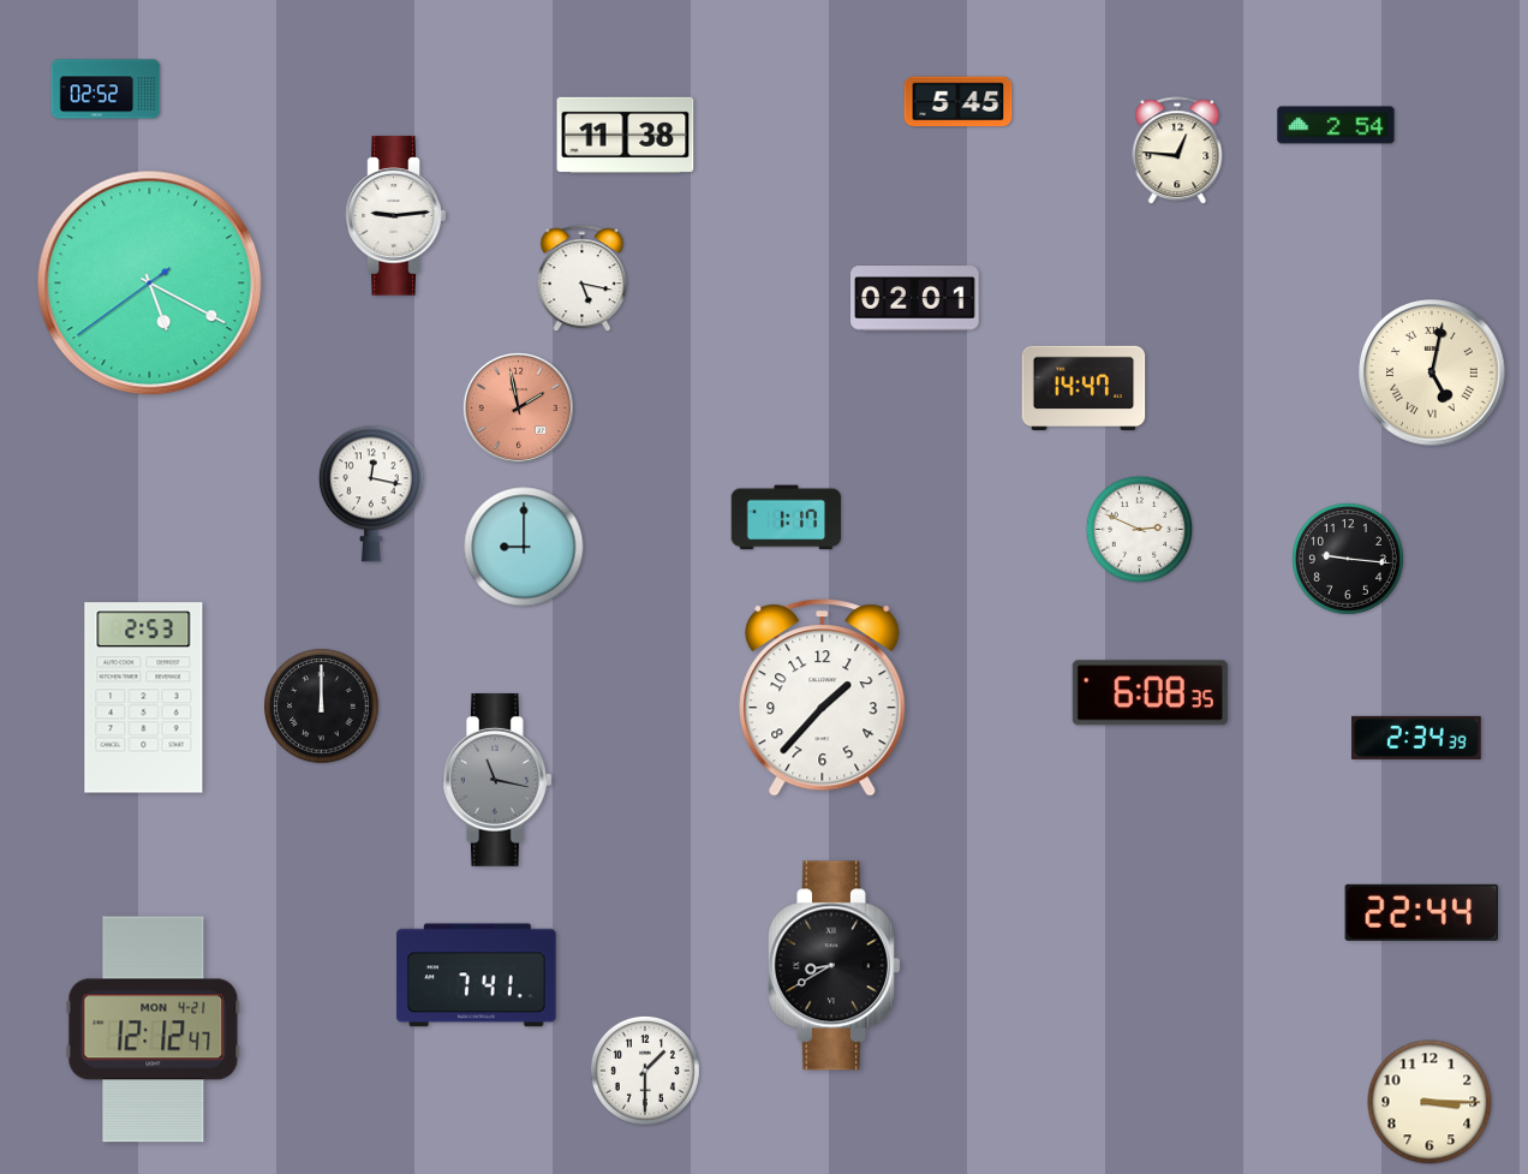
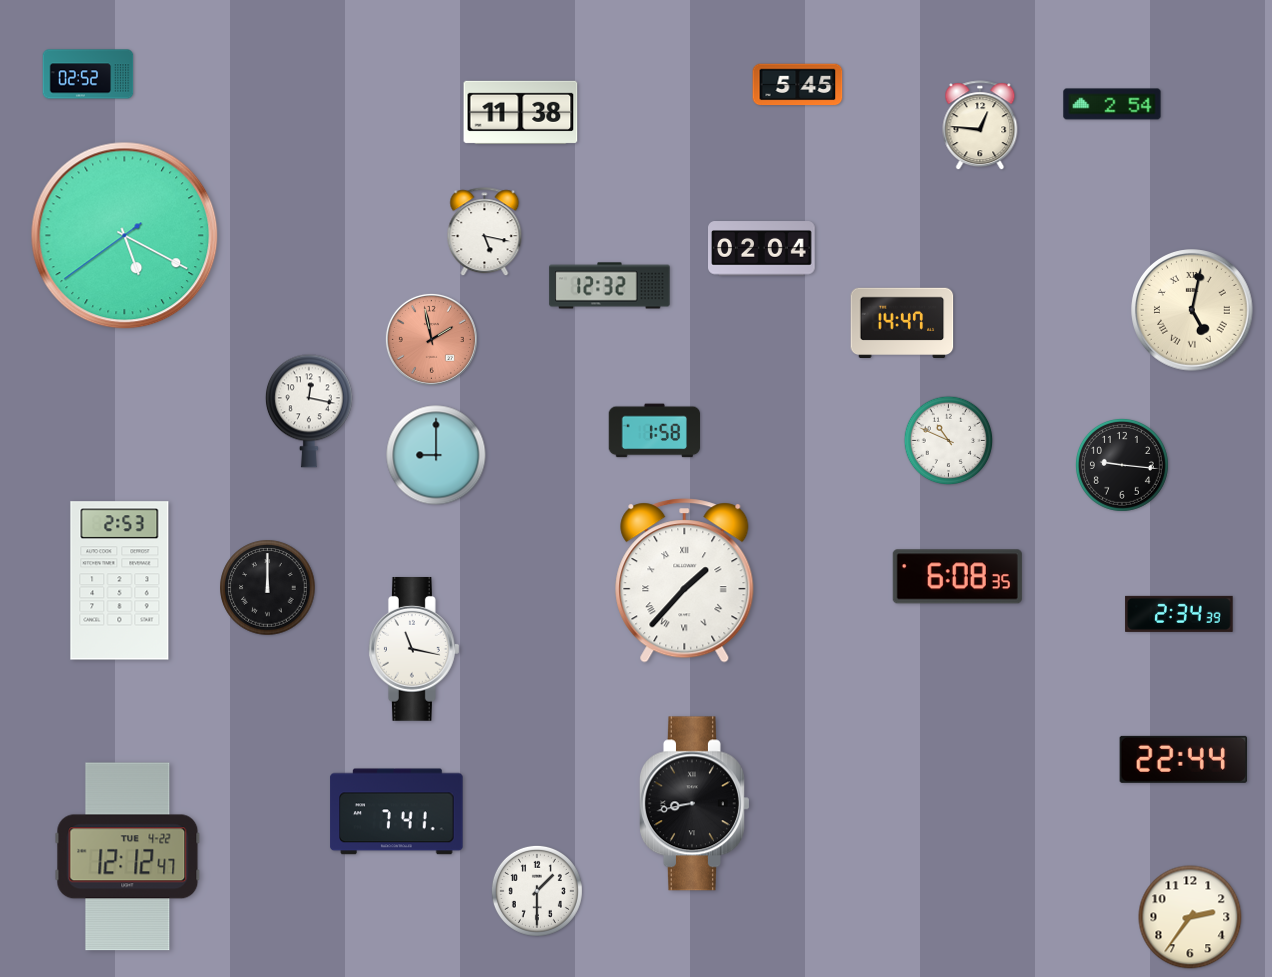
clock at (396, 216): 9:14 -> none
clock at (915, 299): 02:01 -> 02:04
clock at (610, 286): none -> 12:32
clock at (787, 518): 1:17 -> 1:58
clock at (1140, 530): 2:49 -> 10:49
clock at (823, 698) numerals: Arabic -> Roman
clock at (497, 780) dial: grey -> white
clock at (834, 966): 8:40 -> 8:43
clock at (154, 1030) date: MON 4-21 -> TUE 4-22
clock at (1429, 1102): 3:15 -> 2:36
